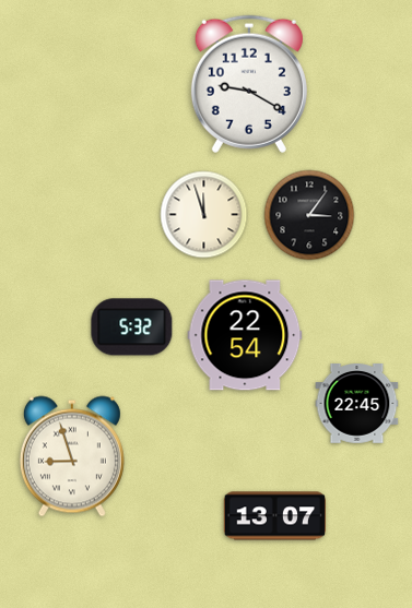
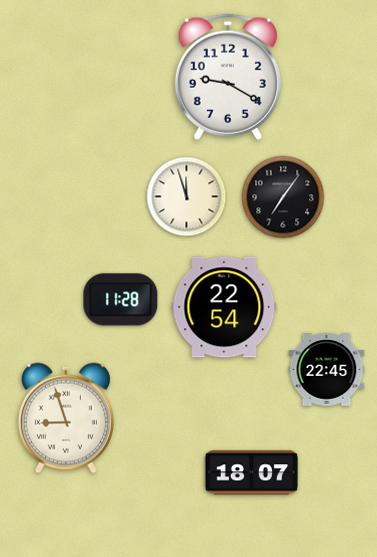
clock at (309, 215): 3:06 -> 7:06
clock at (132, 327): 5:32 -> 11:28
clock at (275, 516): 13:07 -> 18:07
